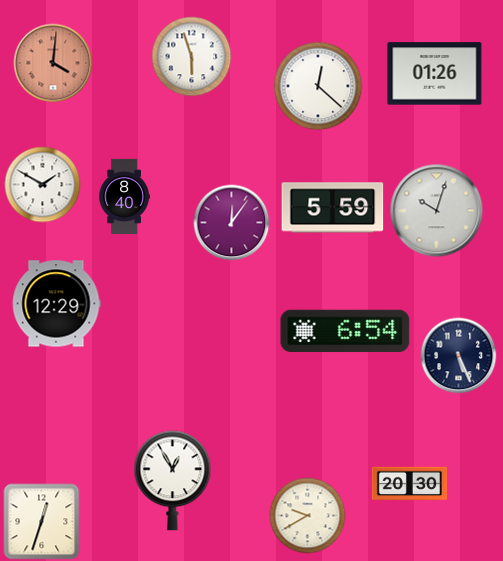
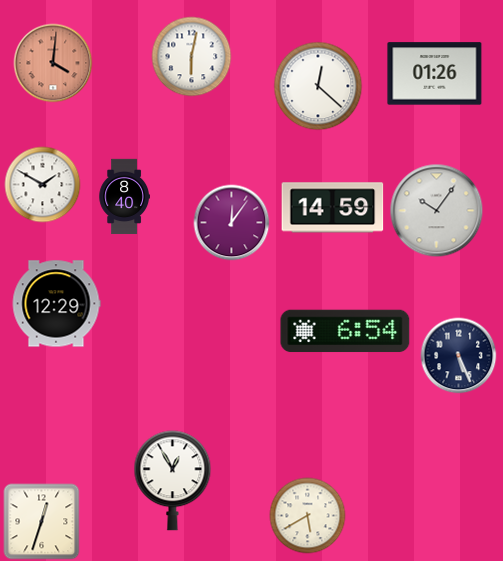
clock at (192, 57): 5:57 -> 6:02
clock at (333, 208): 5:59 -> 14:59
clock at (437, 211): 10:03 -> 10:06
clock at (410, 484): 20:30 -> none
clock at (308, 516): 9:40 -> 5:40
